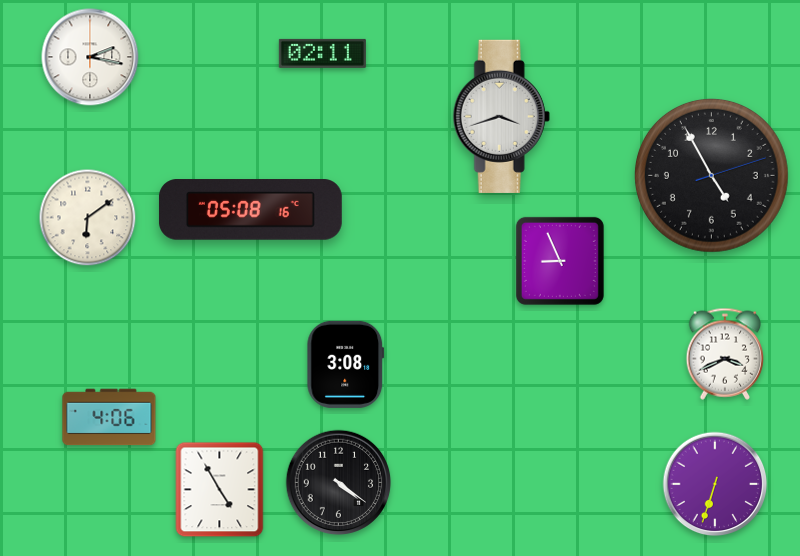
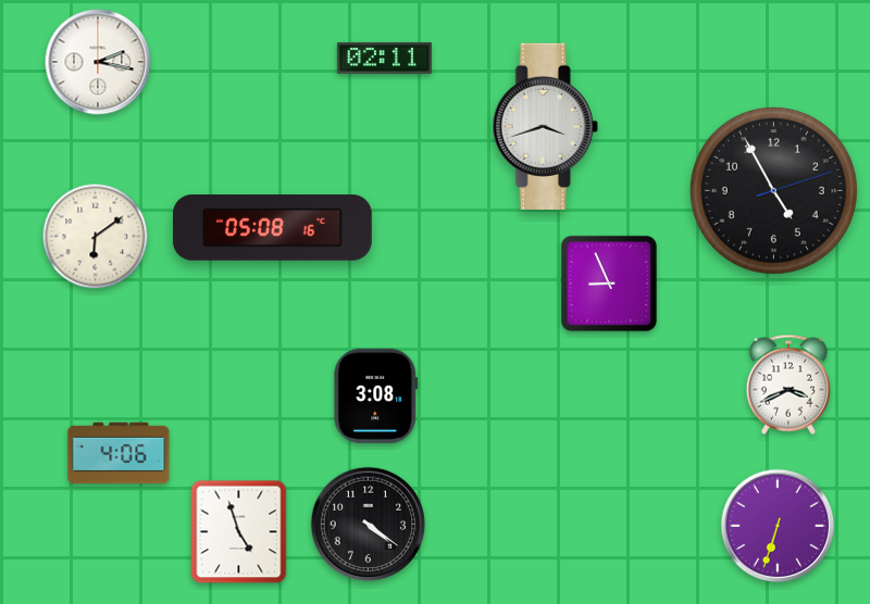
clock at (322, 53) position: (322, 53) -> (384, 58)
clock at (220, 490): 4:55 -> 4:57
